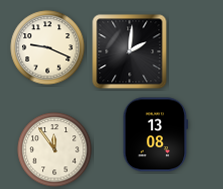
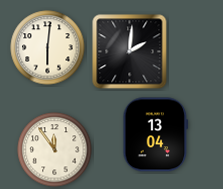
clock at (48, 48): 9:19 -> 6:01
clock at (156, 135): 13:08 -> 13:04
